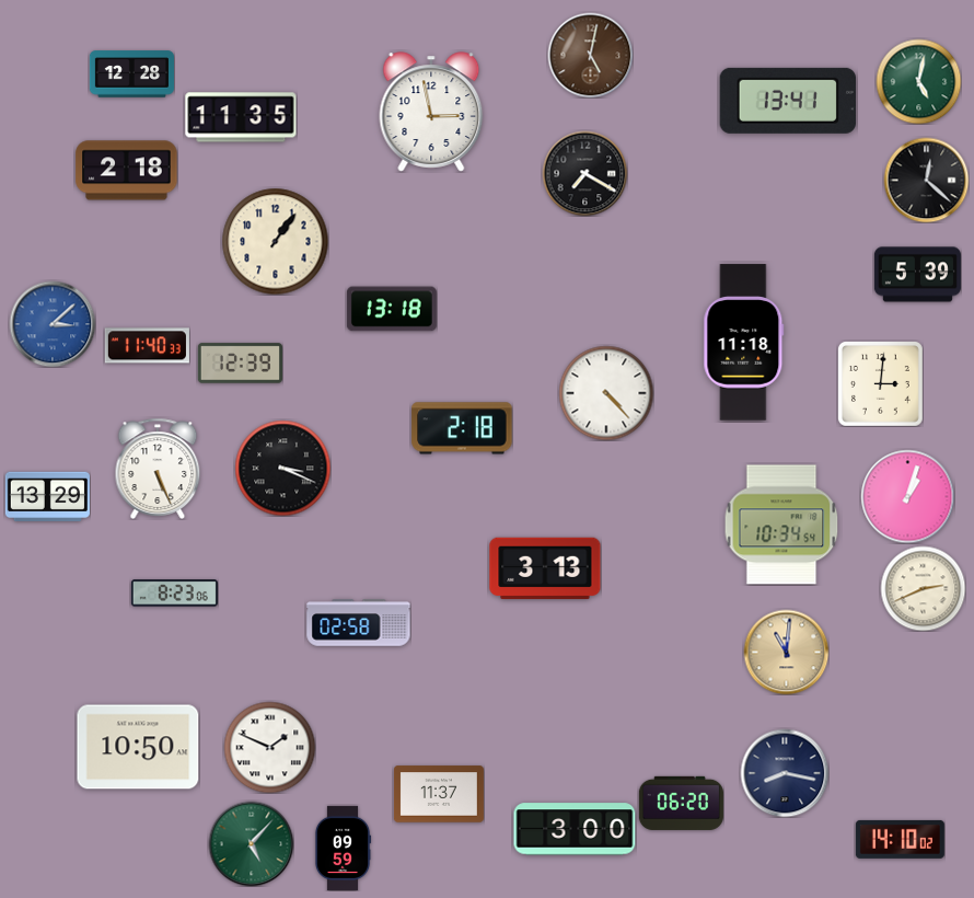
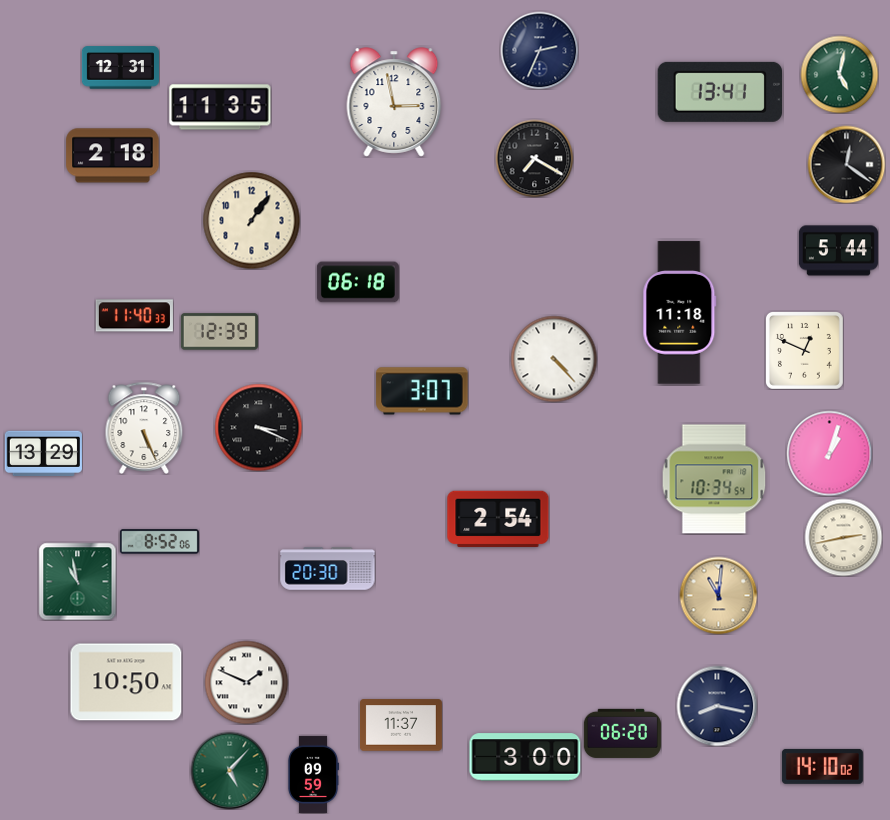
clock at (590, 55): 5:02 -> 2:34
clock at (590, 55) dial: brown -> navy
clock at (131, 74): 12:28 -> 12:31
clock at (127, 171) position: (127, 171) -> (113, 156)
clock at (926, 180): 12:22 -> 12:21
clock at (917, 275): 5:39 -> 5:44
clock at (392, 309): 13:18 -> 06:18
clock at (53, 324): 3:08 -> none
clock at (880, 383): 3:01 -> 12:49
clock at (462, 428): 2:18 -> 3:07
clock at (545, 568): 3:13 -> 2:54
clock at (923, 588): 2:41 -> 2:43
clock at (174, 594): 8:23 -> 8:52
clock at (359, 623): 02:58 -> 20:30
clock at (77, 581): none -> 10:58
